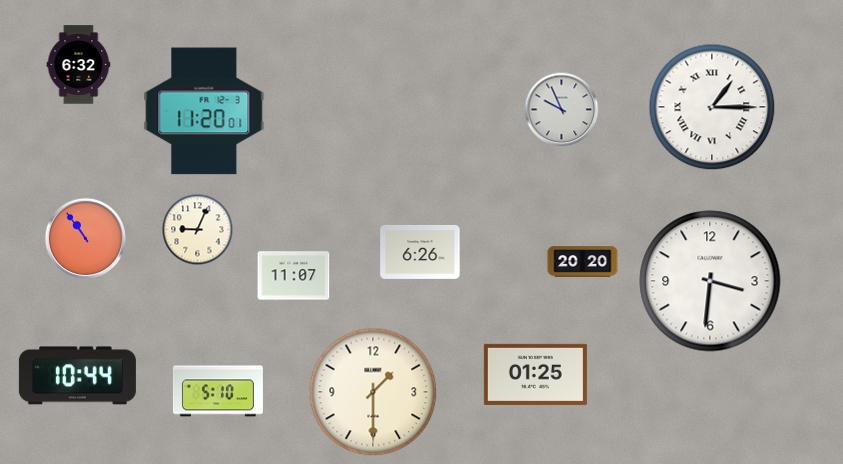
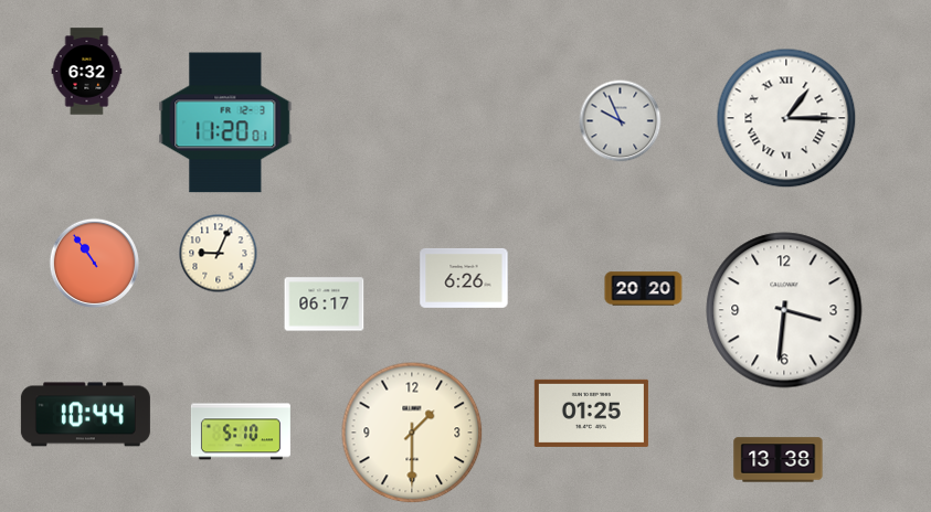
clock at (294, 276): 11:07 -> 06:17
clock at (779, 460): none -> 13:38
